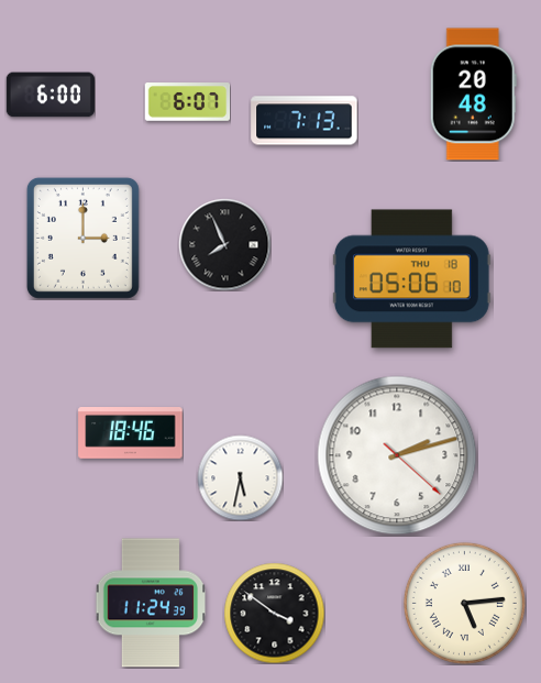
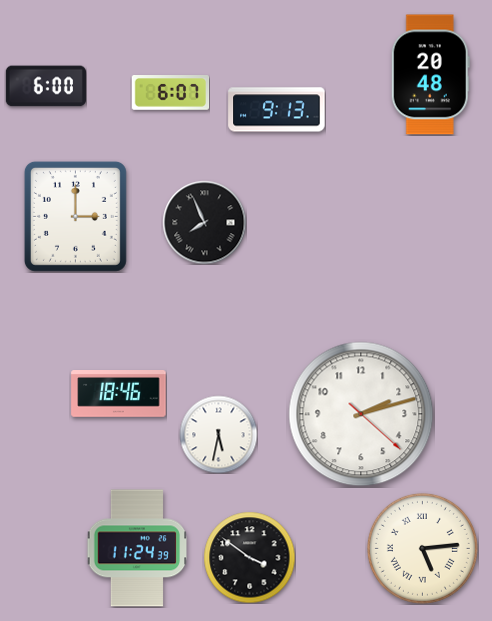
clock at (473, 95) position: (473, 95) -> (430, 75)
clock at (305, 121): 7:13 -> 9:13
clock at (411, 279): 05:06 -> none
